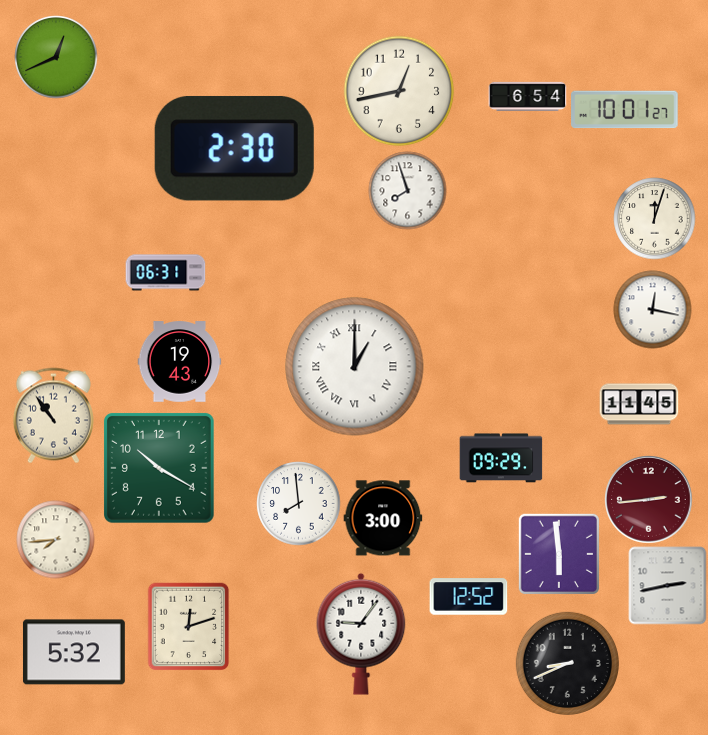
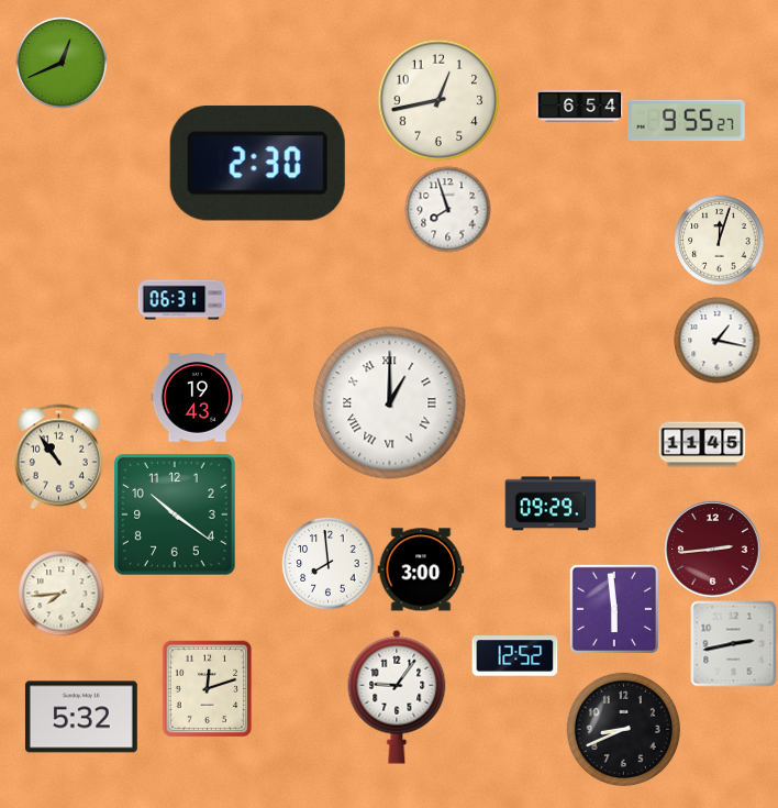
clock at (625, 110): 10:01 -> 9:55
clock at (652, 309): 12:17 -> 1:17
clock at (159, 468): 10:20 -> 10:21
clock at (298, 503) position: (298, 503) -> (327, 563)
